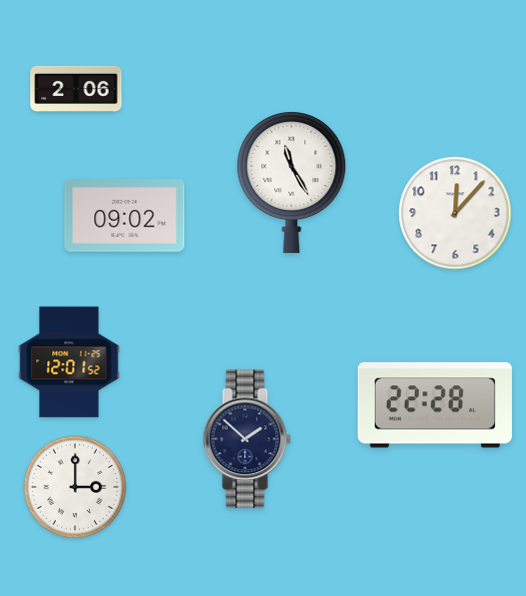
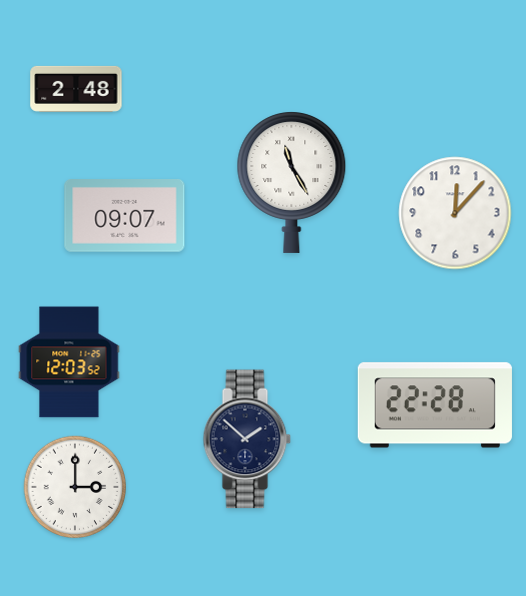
clock at (76, 89): 2:06 -> 2:48
clock at (125, 216): 09:02 -> 09:07
clock at (69, 362): 12:01 -> 12:03
